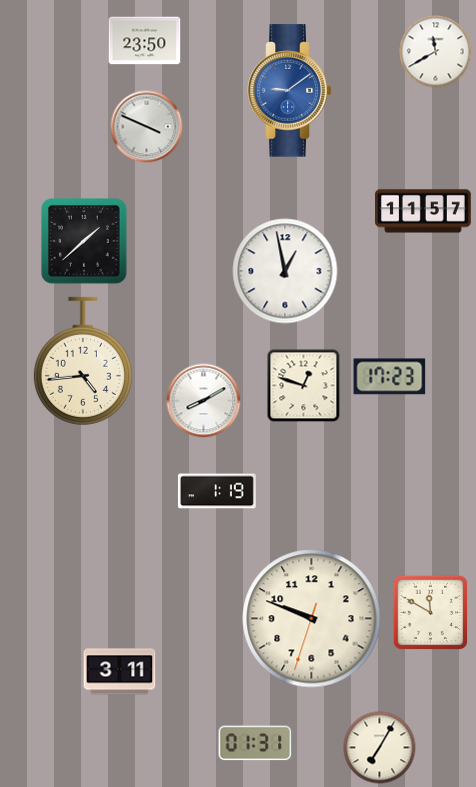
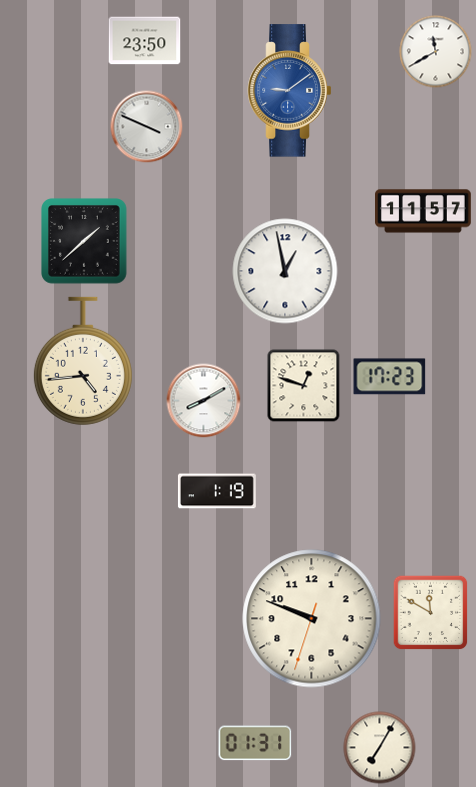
clock at (120, 672): 3:11 -> none
